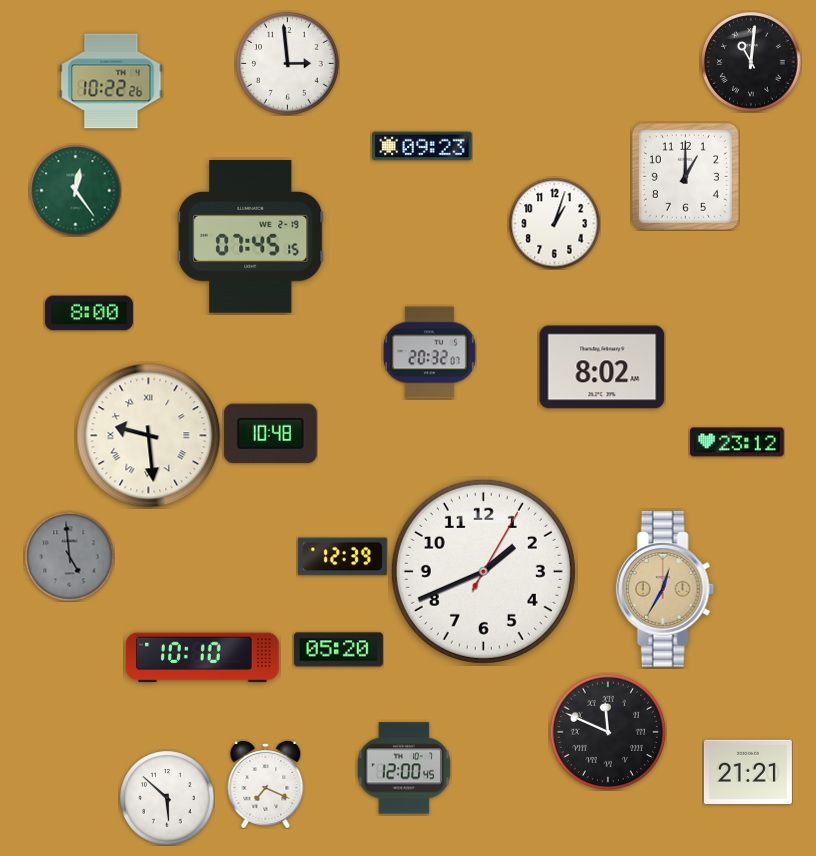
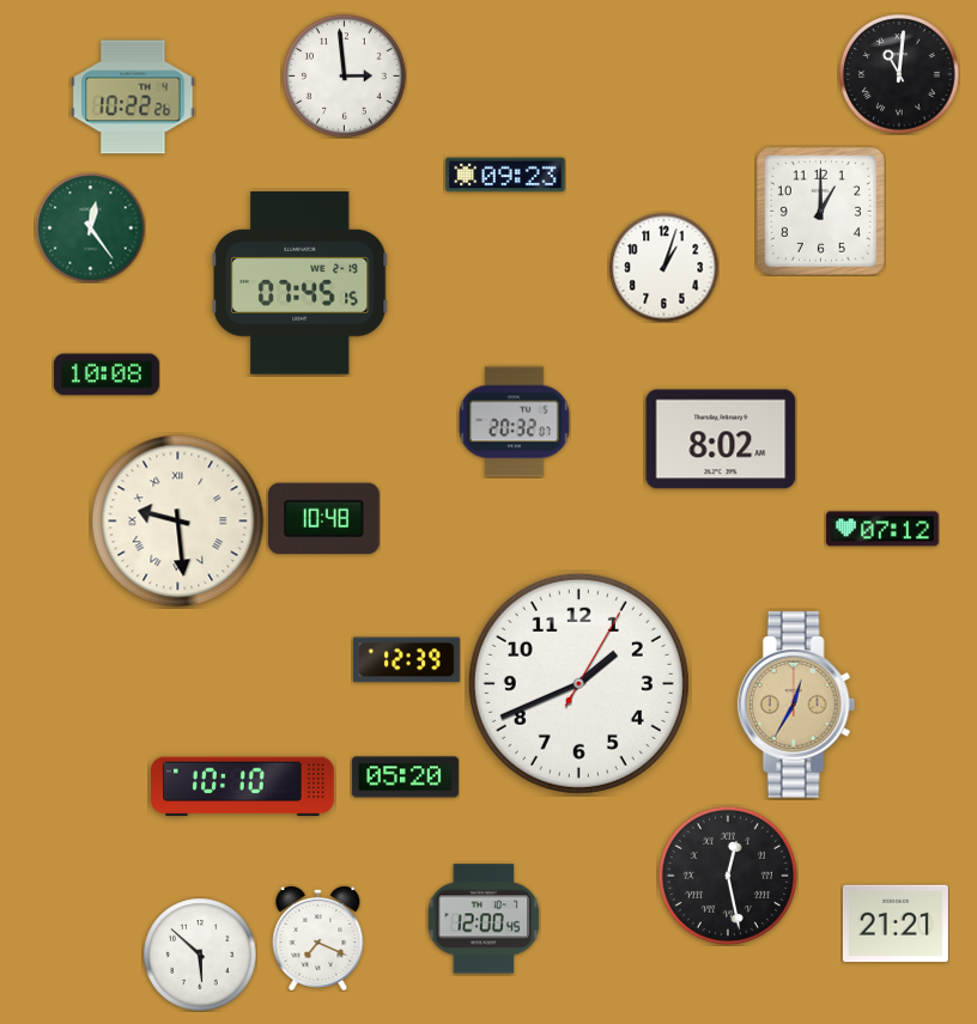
clock at (89, 313): 8:00 -> 10:08
clock at (737, 442): 23:12 -> 07:12
clock at (69, 556): 4:59 -> none
clock at (342, 557) position: (342, 557) -> (406, 660)
clock at (608, 732): 11:49 -> 12:28
